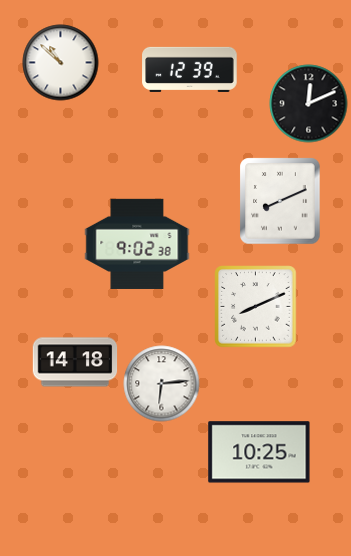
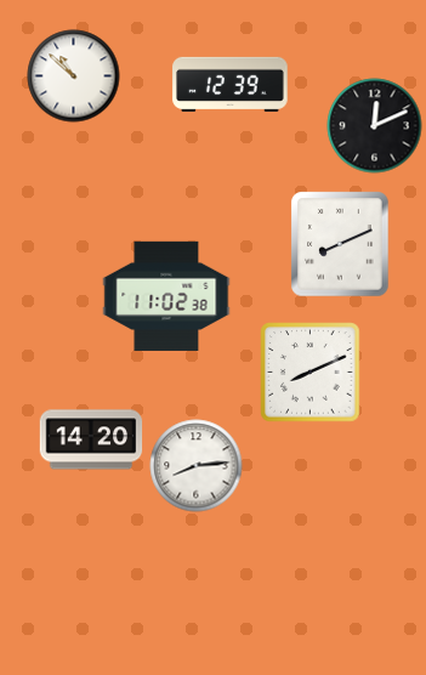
clock at (137, 244): 9:02 -> 11:02
clock at (75, 362): 14:18 -> 14:20
clock at (162, 384): 6:14 -> 8:14
clock at (259, 452): 10:25 -> none
